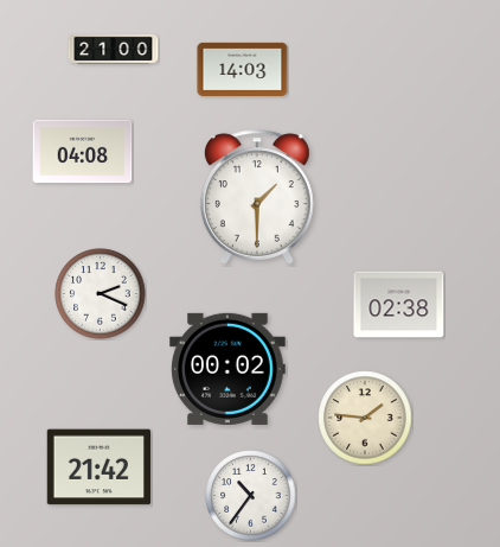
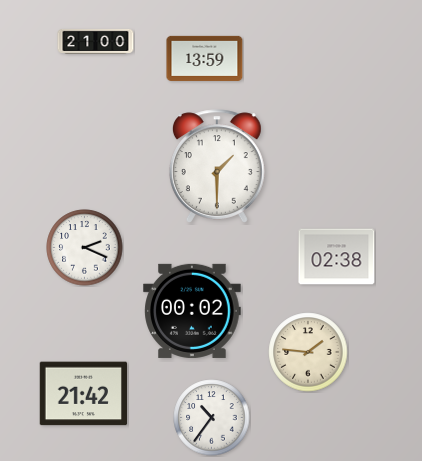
clock at (243, 69): 14:03 -> 13:59
clock at (83, 152): 04:08 -> none
